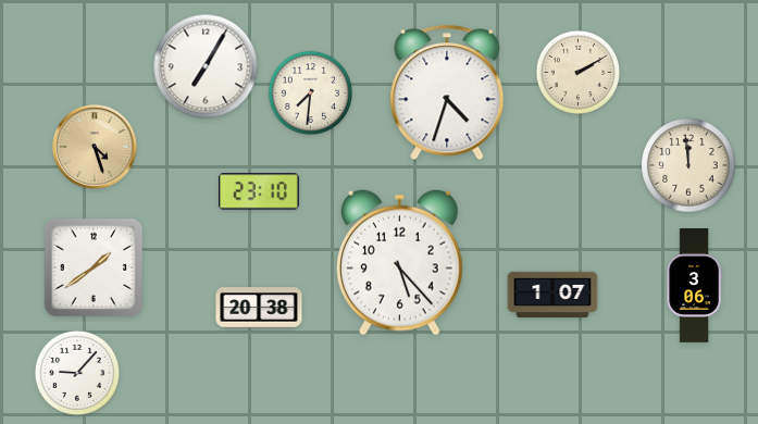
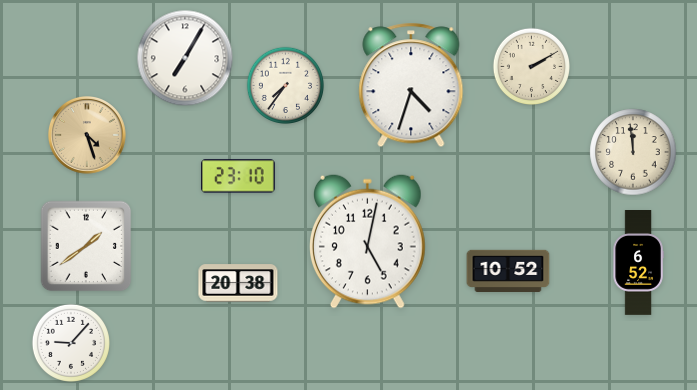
clock at (206, 66) position: (206, 66) -> (185, 58)
clock at (310, 92): 7:31 -> 7:36
clock at (400, 262): 5:23 -> 5:02
clock at (694, 286): 3:06 -> 6:52
clock at (552, 294): 1:07 -> 10:52
